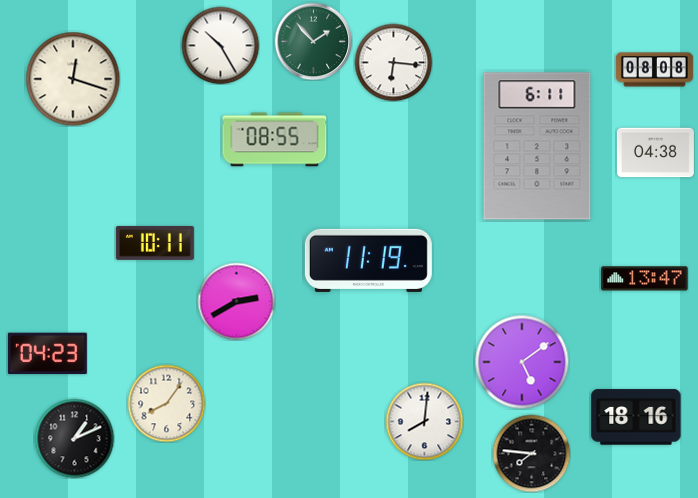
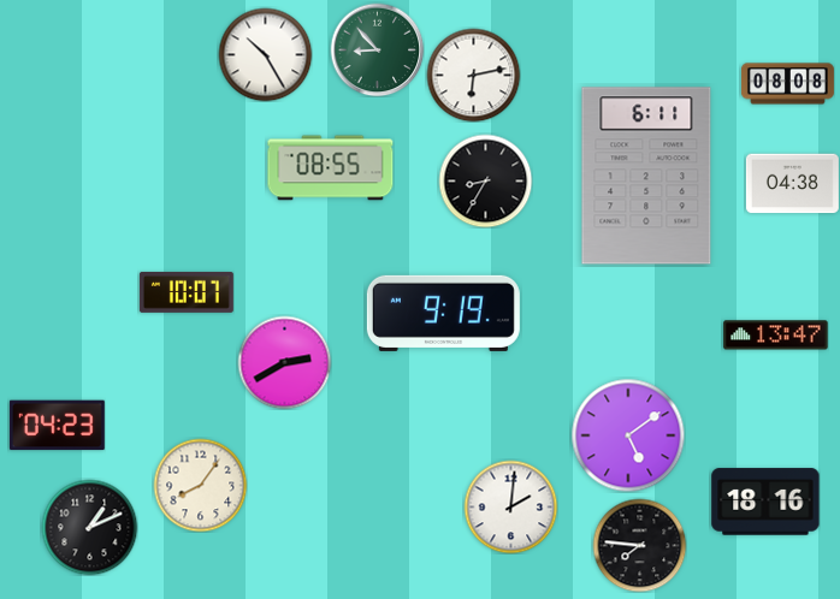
clock at (313, 41): 1:53 -> 8:53
clock at (393, 62): 6:16 -> 6:13
clock at (73, 79): 12:18 -> none
clock at (485, 180): none -> 8:35
clock at (655, 153) position: (655, 153) -> (792, 184)
clock at (155, 243): 10:11 -> 10:07
clock at (368, 260): 11:19 -> 9:19
clock at (424, 421): 8:01 -> 2:01
